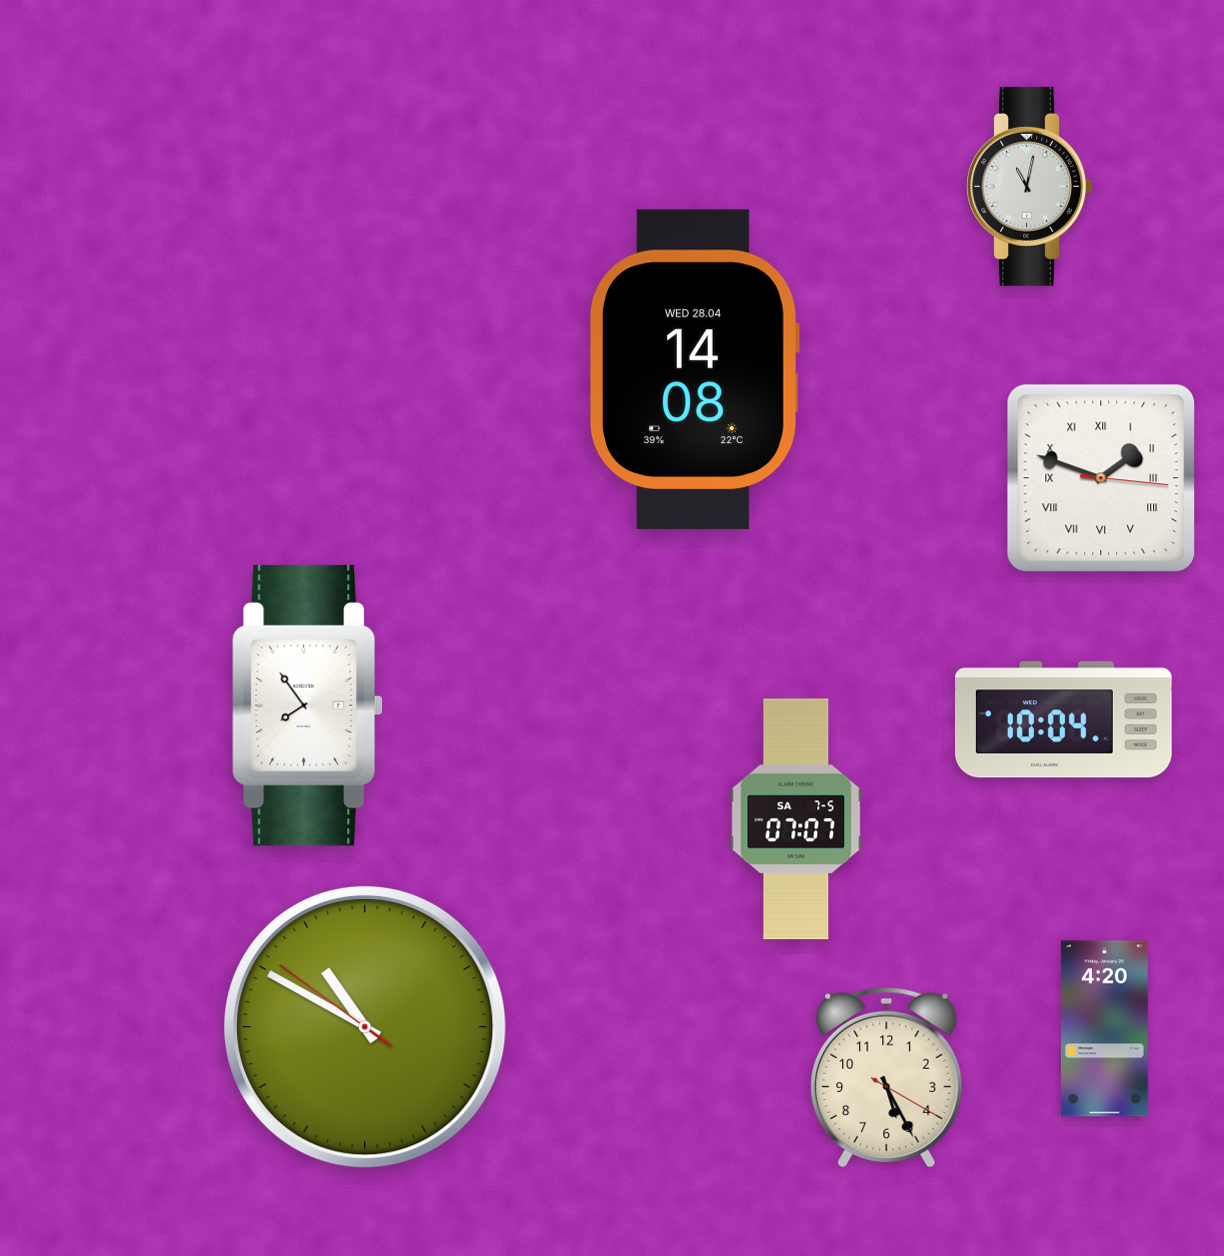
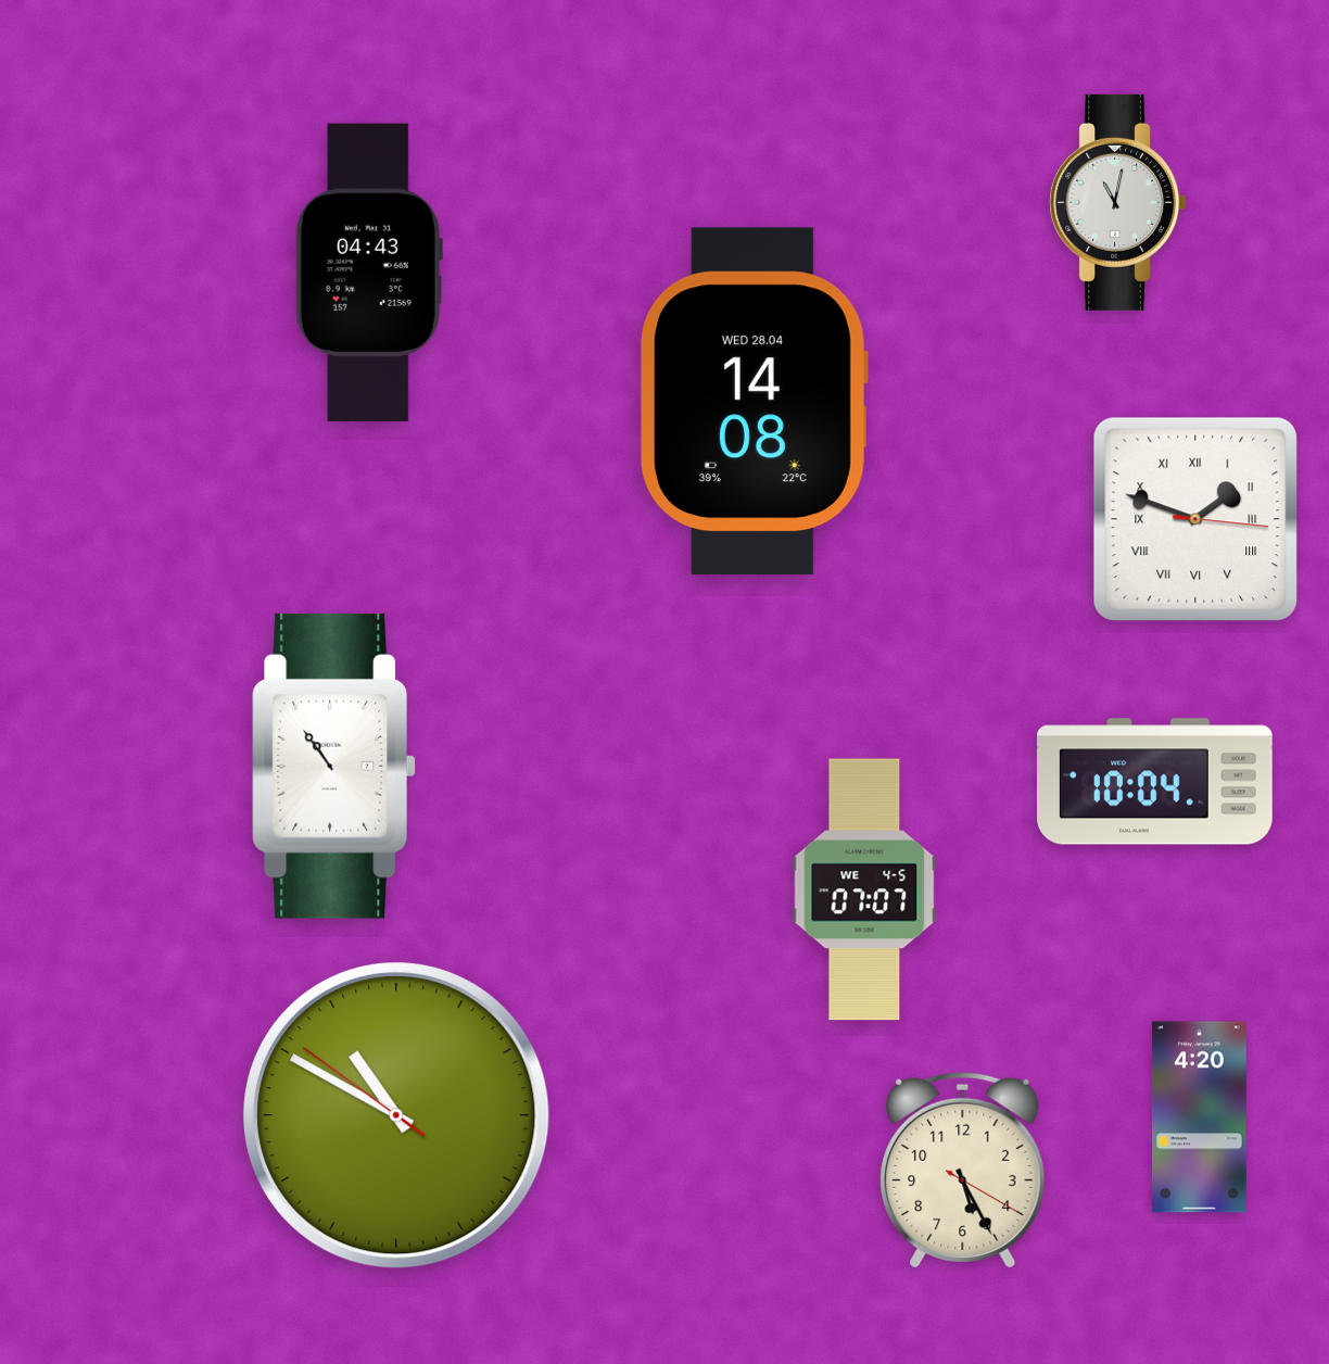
clock at (369, 271): none -> 04:43
clock at (308, 705): 7:54 -> 10:54
clock at (796, 819) date: SA 7-5 -> WE 4-5
